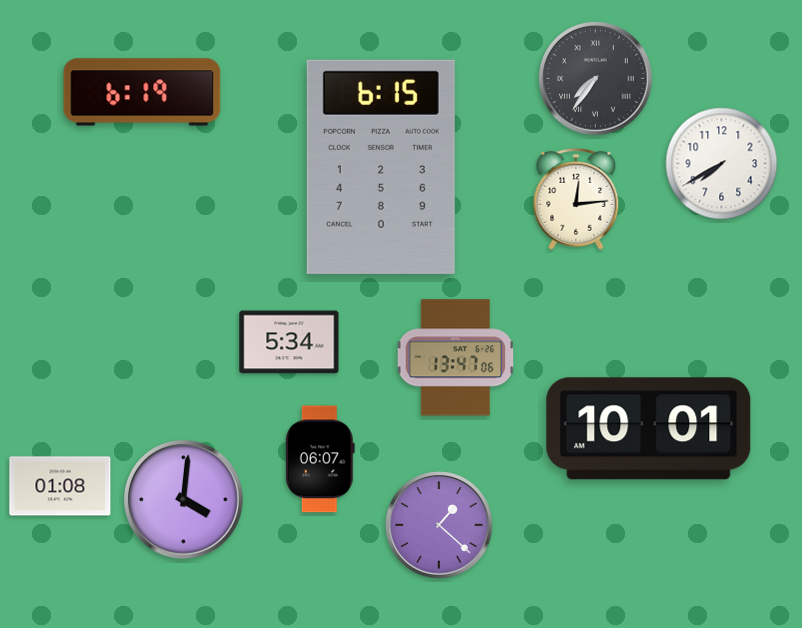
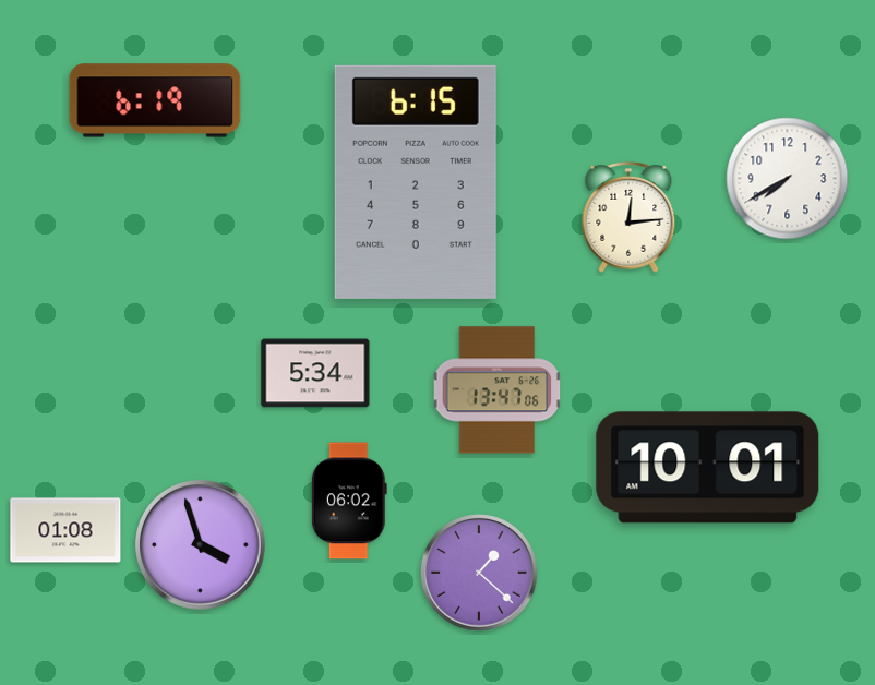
clock at (596, 79): 7:36 -> none
clock at (320, 459): 06:07 -> 06:02
clock at (184, 500): 4:01 -> 3:57
